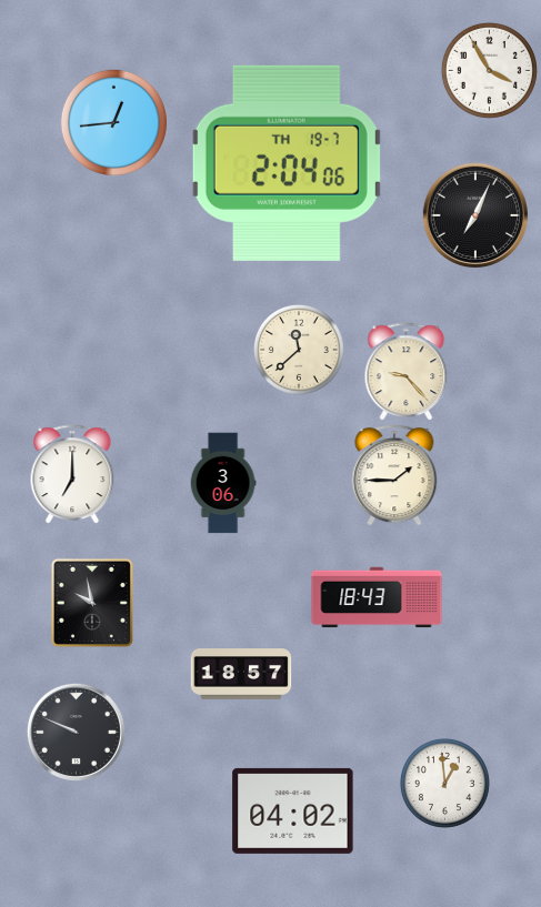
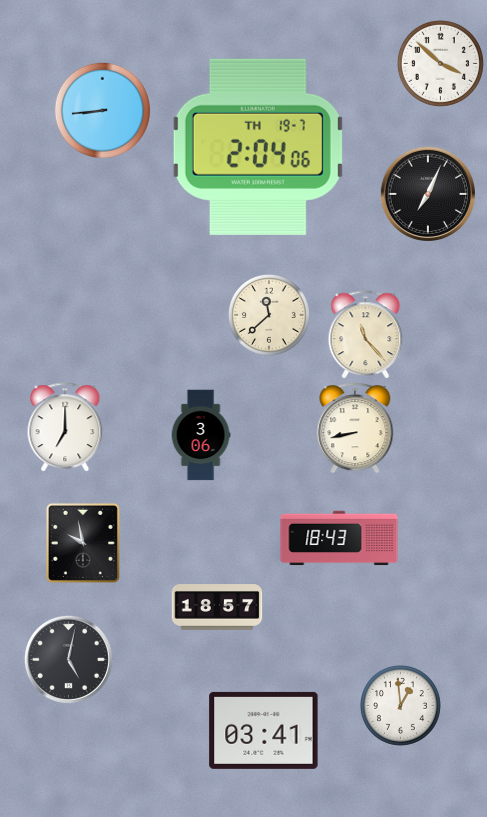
clock at (489, 70): 3:55 -> 3:52
clock at (113, 122): 12:44 -> 8:44
clock at (407, 371): 9:23 -> 11:23
clock at (394, 475): 1:45 -> 8:43
clock at (76, 732): 9:49 -> 5:02
clock at (293, 810): 04:02 -> 03:41
